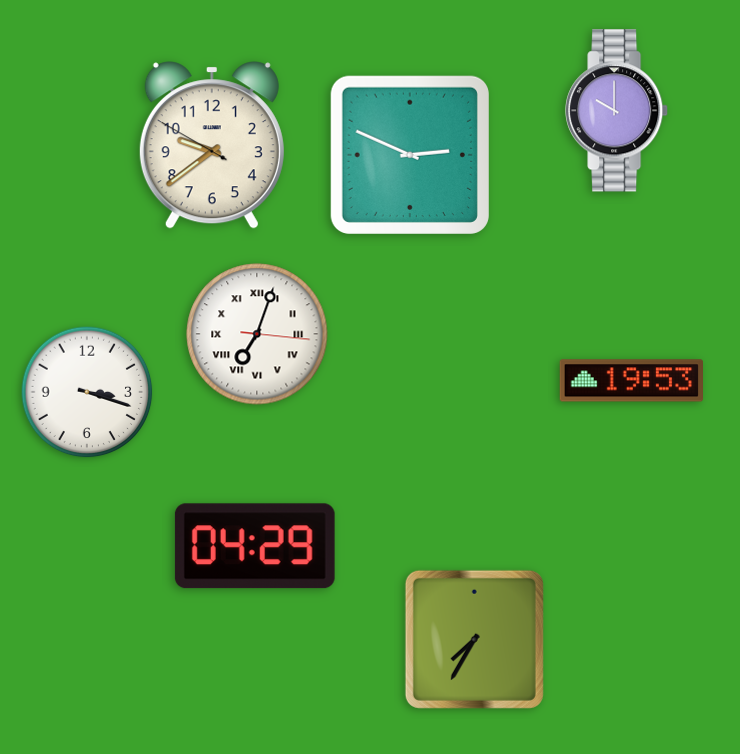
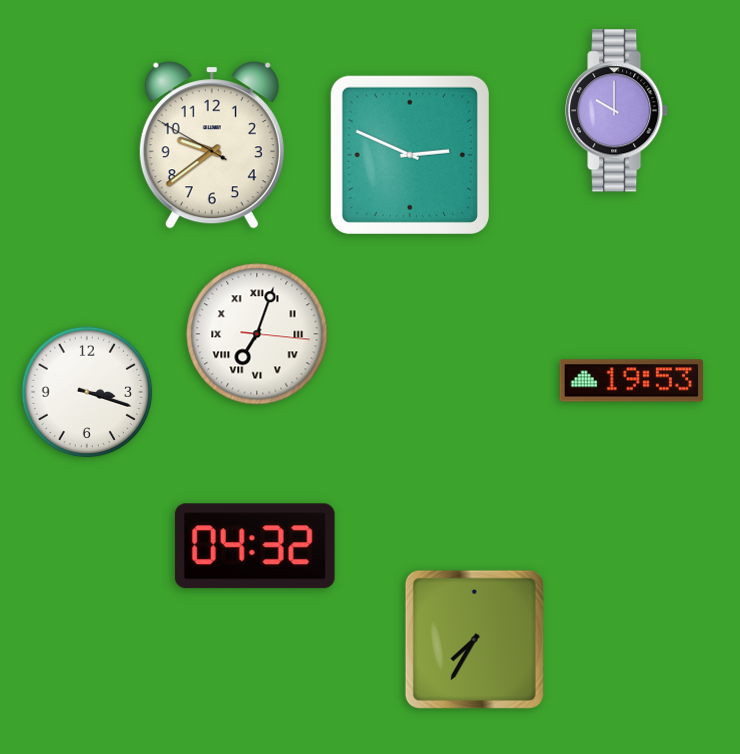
clock at (255, 546): 04:29 -> 04:32
